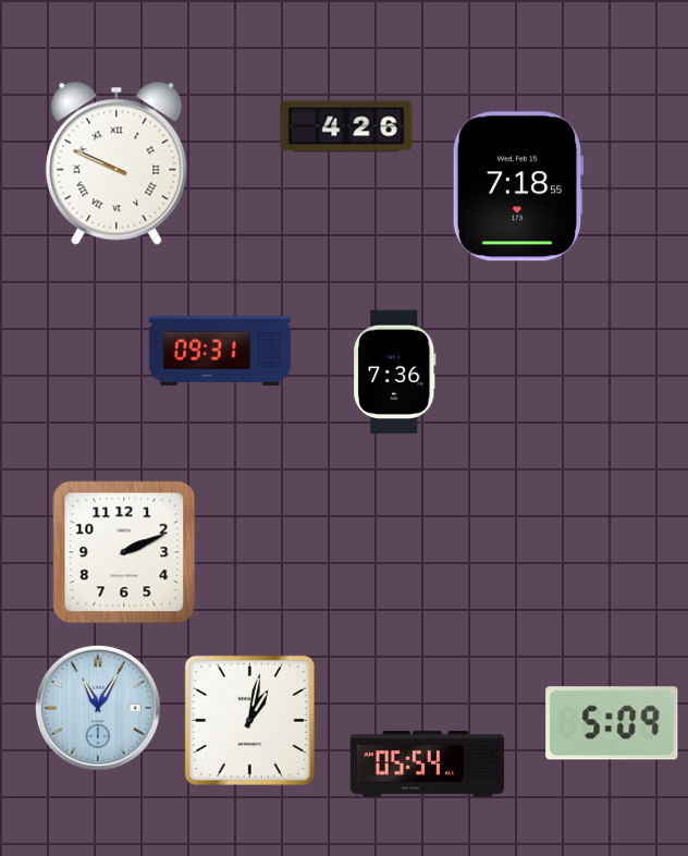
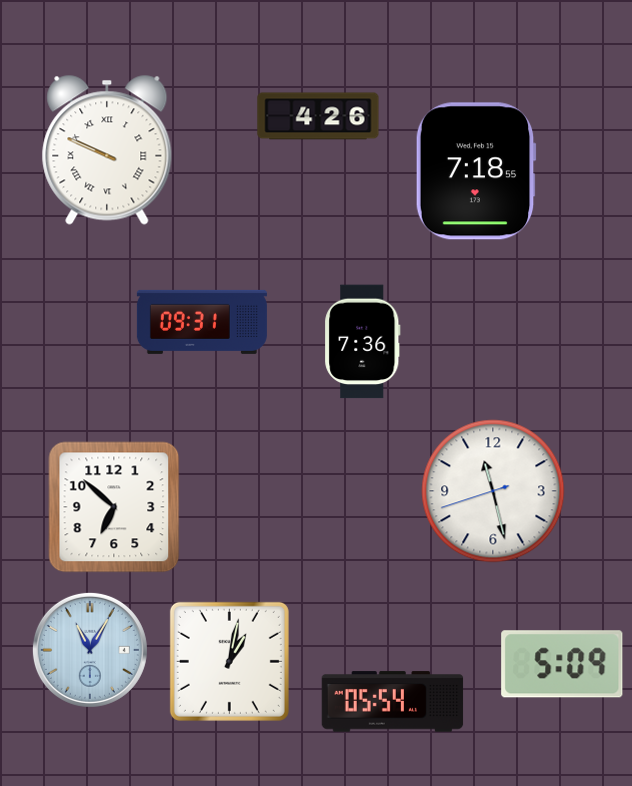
clock at (493, 491): none -> 11:27
clock at (124, 552): 2:11 -> 6:52
